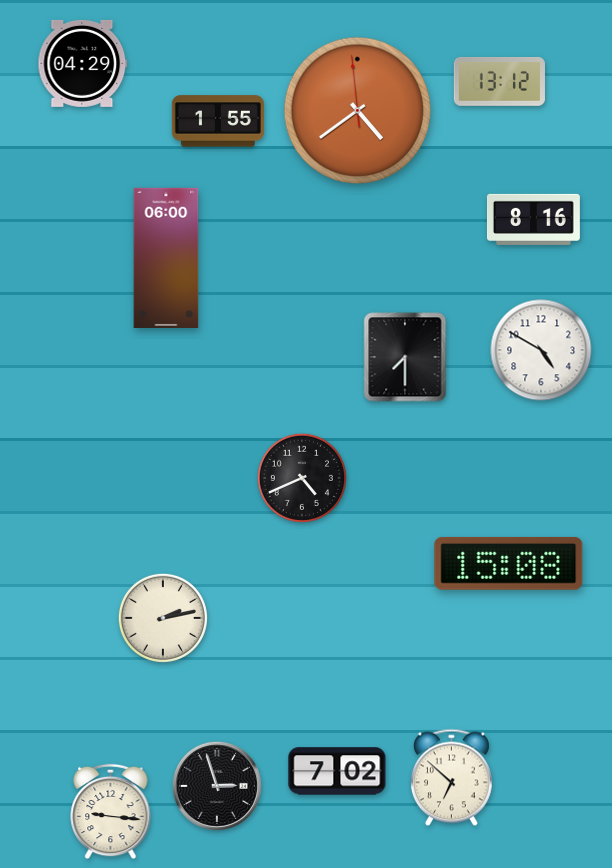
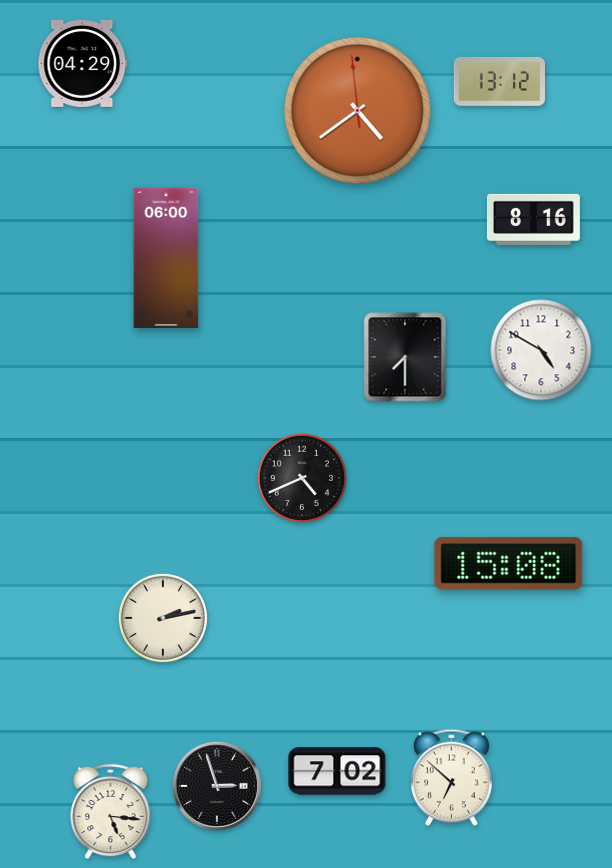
clock at (218, 121): 1:55 -> none
clock at (111, 812): 9:16 -> 5:16
